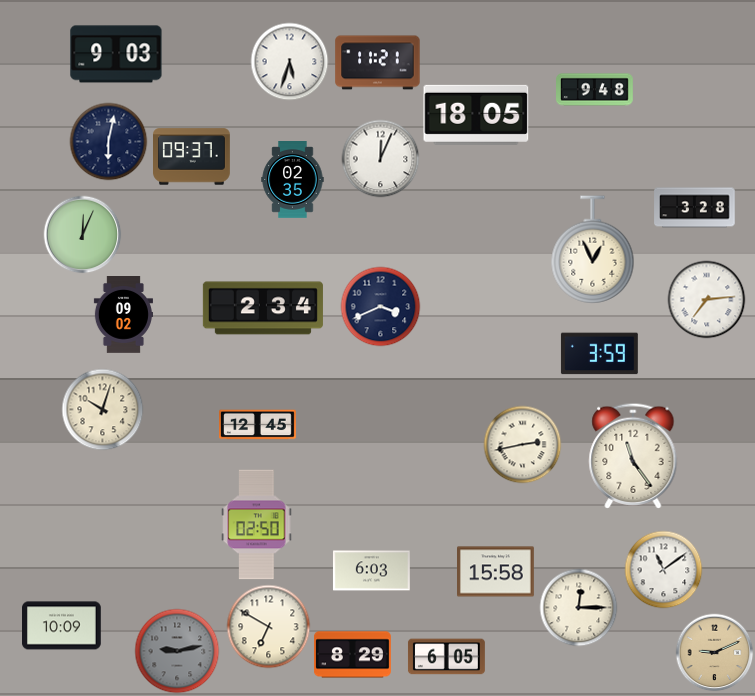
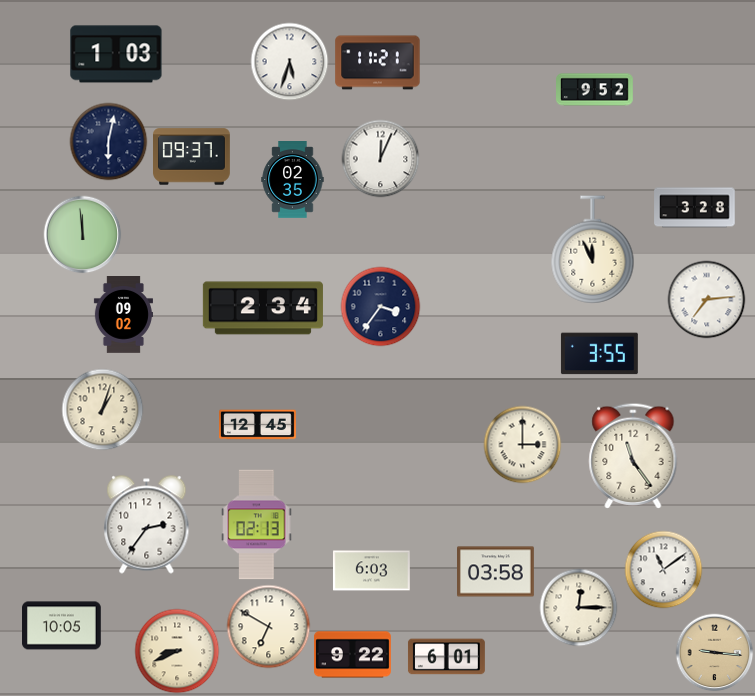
clock at (116, 54): 9:03 -> 1:03
clock at (595, 90): 9:48 -> 9:52
clock at (476, 115): 18:05 -> none
clock at (82, 234): 12:04 -> 11:59
clock at (593, 250): 12:56 -> 11:56
clock at (380, 306): 3:41 -> 3:36
clock at (599, 354): 3:59 -> 3:55
clock at (102, 409): 10:03 -> 1:03
clock at (522, 444): 2:43 -> 3:00
clock at (147, 525): none -> 2:36
clock at (257, 525): 02:50 -> 02:13
clock at (496, 572): 15:58 -> 03:58
clock at (62, 626): 10:09 -> 10:05
clock at (177, 651): 9:13 -> 8:41
clock at (177, 651) dial: grey -> cream
clock at (714, 652): 9:11 -> 9:16
clock at (353, 655): 8:29 -> 9:22
clock at (447, 657): 6:05 -> 6:01
